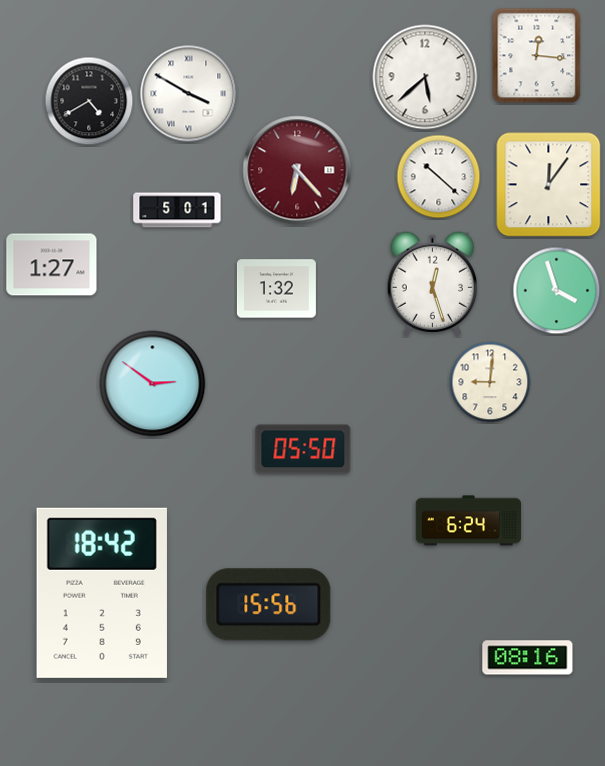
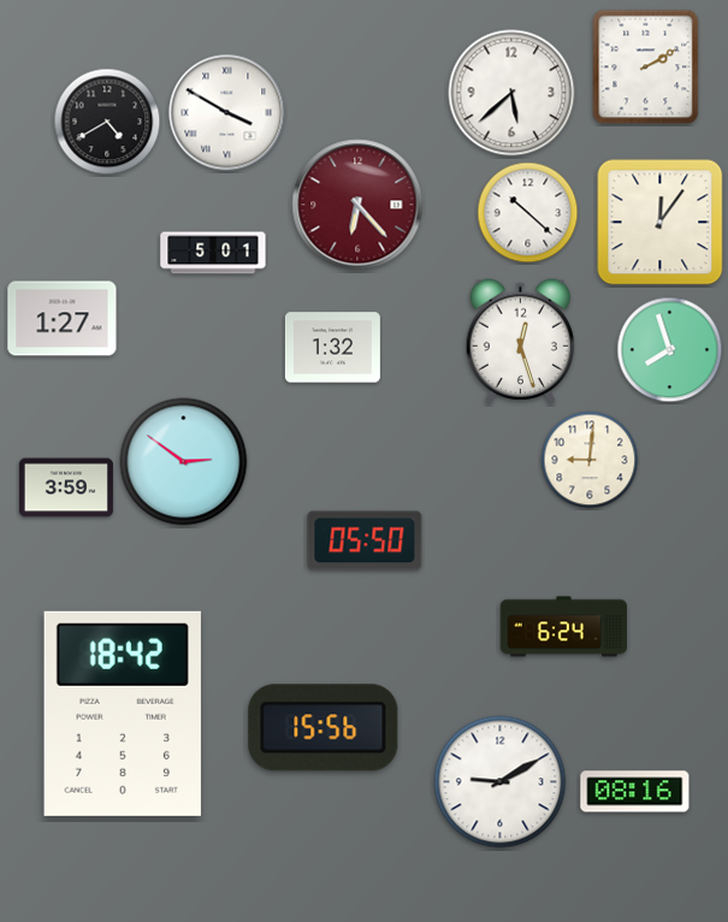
clock at (537, 56): 12:16 -> 2:10
clock at (557, 291): 3:57 -> 7:57
clock at (66, 487): none -> 3:59
clock at (501, 782): none -> 9:10
